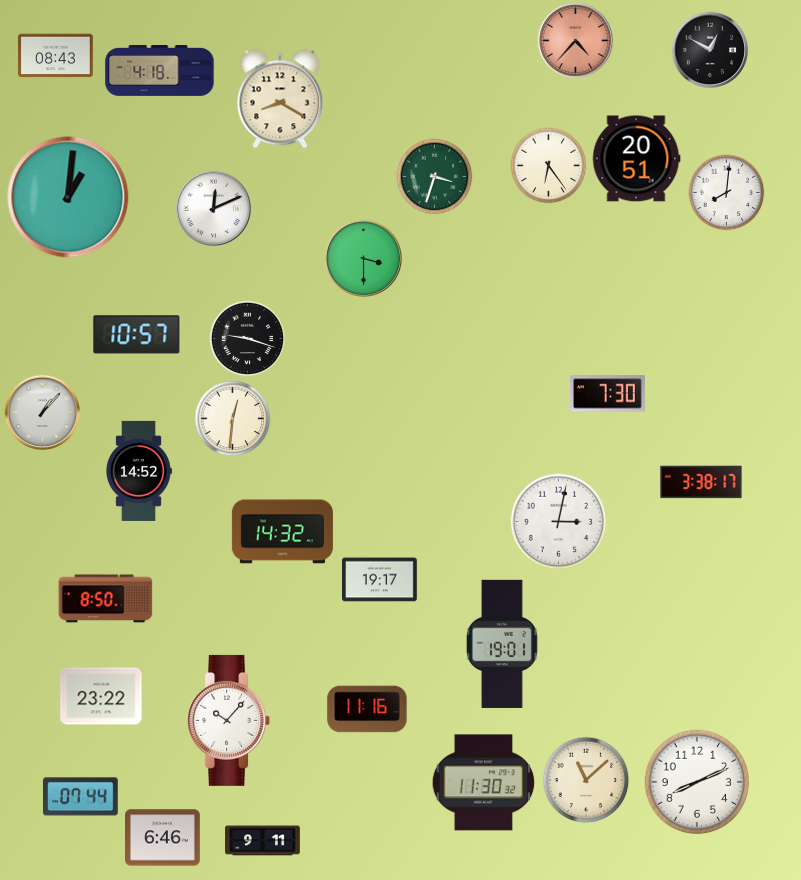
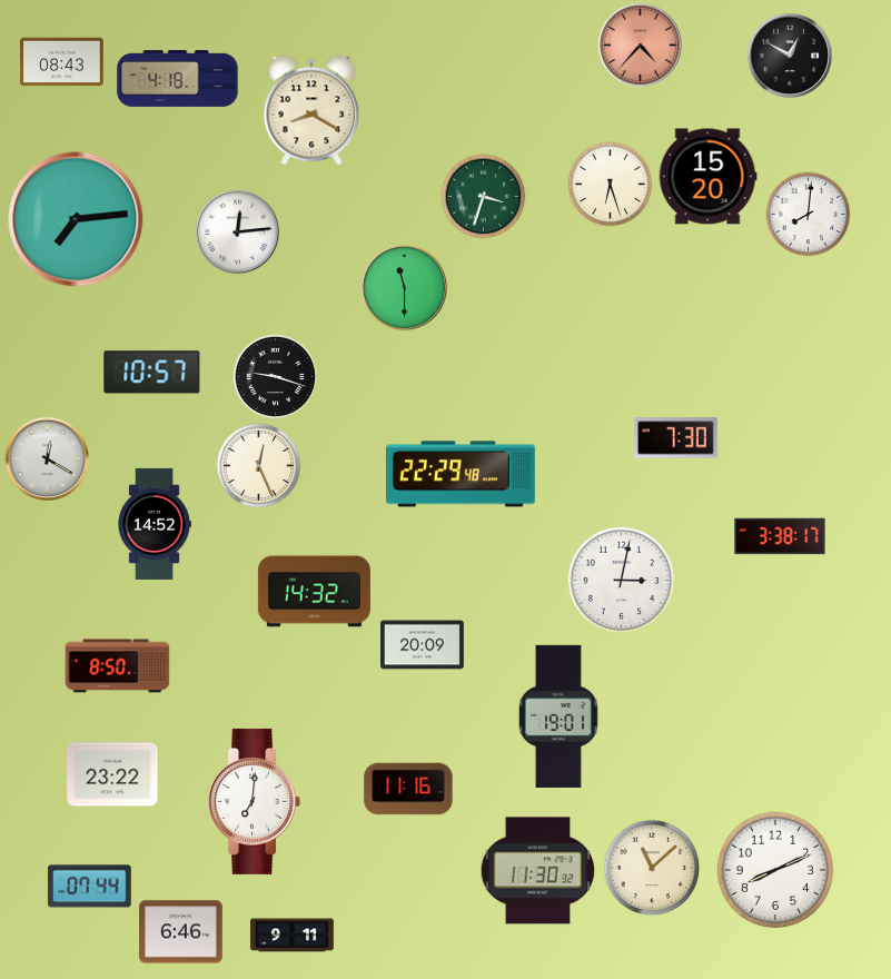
clock at (636, 159): 20:51 -> 15:20
clock at (549, 166): 6:24 -> 6:27
clock at (68, 197): 1:01 -> 7:14
clock at (213, 208): 12:11 -> 12:14
clock at (363, 258): 3:30 -> 11:30
clock at (42, 412): 1:07 -> 12:20
clock at (233, 419): 12:31 -> 12:26
clock at (462, 474): none -> 22:29
clock at (380, 580): 19:17 -> 20:09
clock at (229, 720): 10:07 -> 7:01
